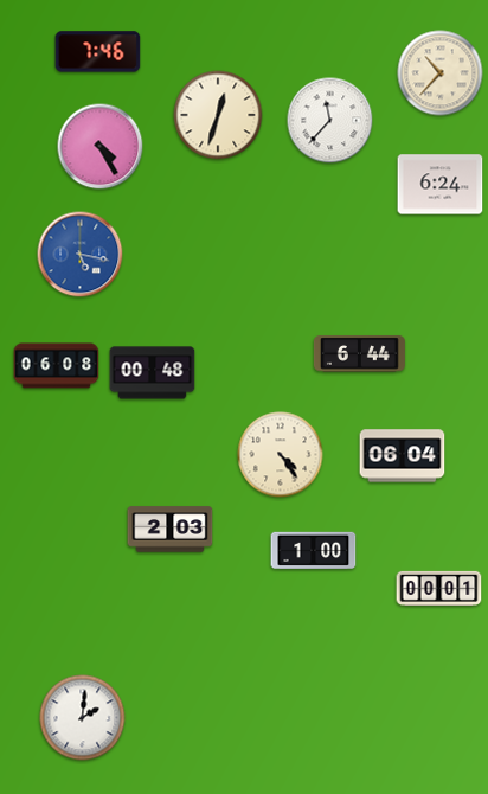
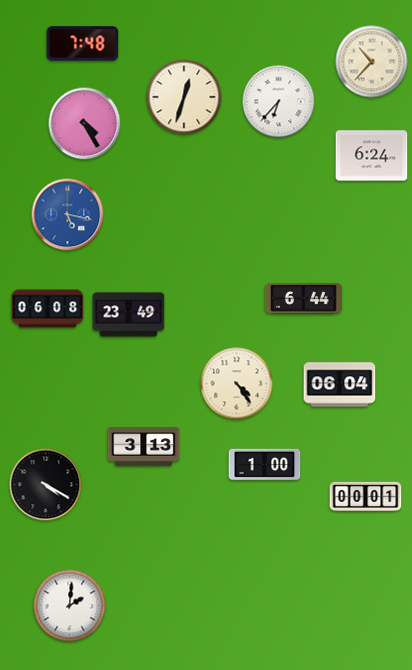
clock at (98, 52): 7:46 -> 7:48
clock at (330, 121): 11:37 -> 6:37
clock at (153, 373): 00:48 -> 23:49
clock at (171, 530): 2:03 -> 3:13
clock at (46, 485): none -> 4:20
clock at (439, 588) position: (439, 588) -> (366, 496)
